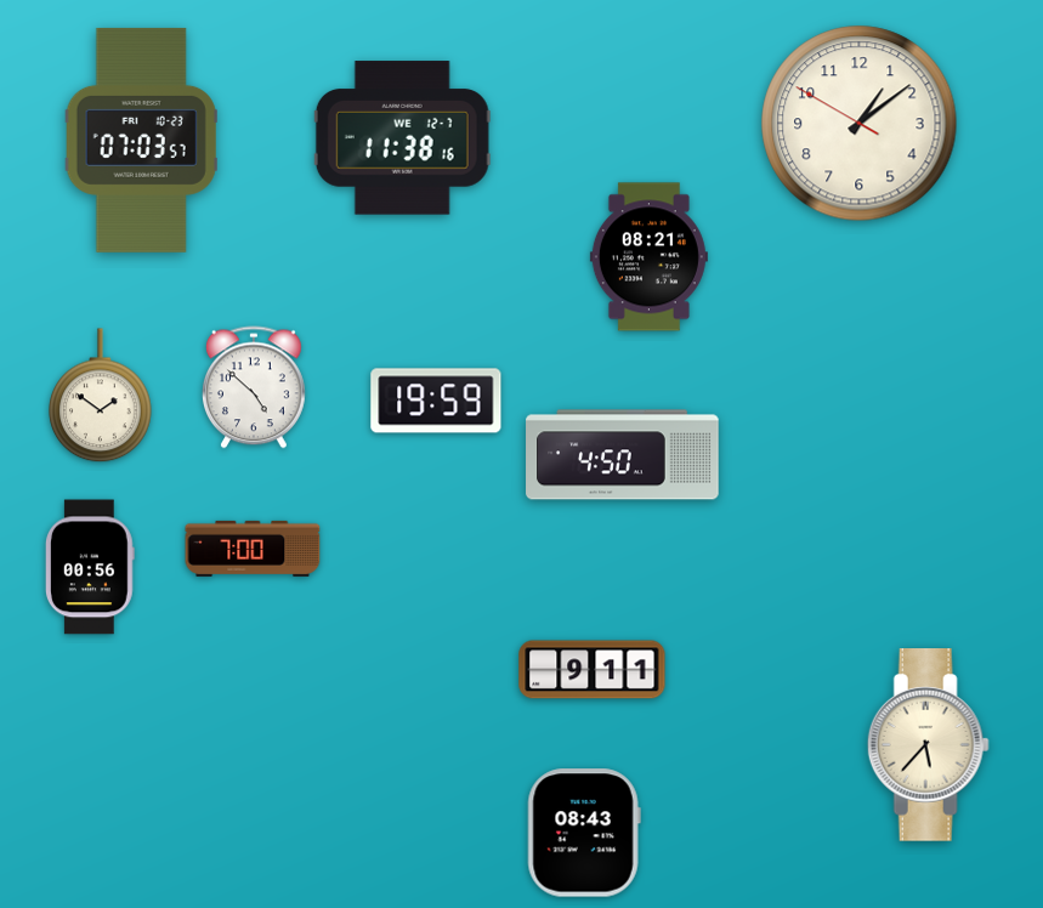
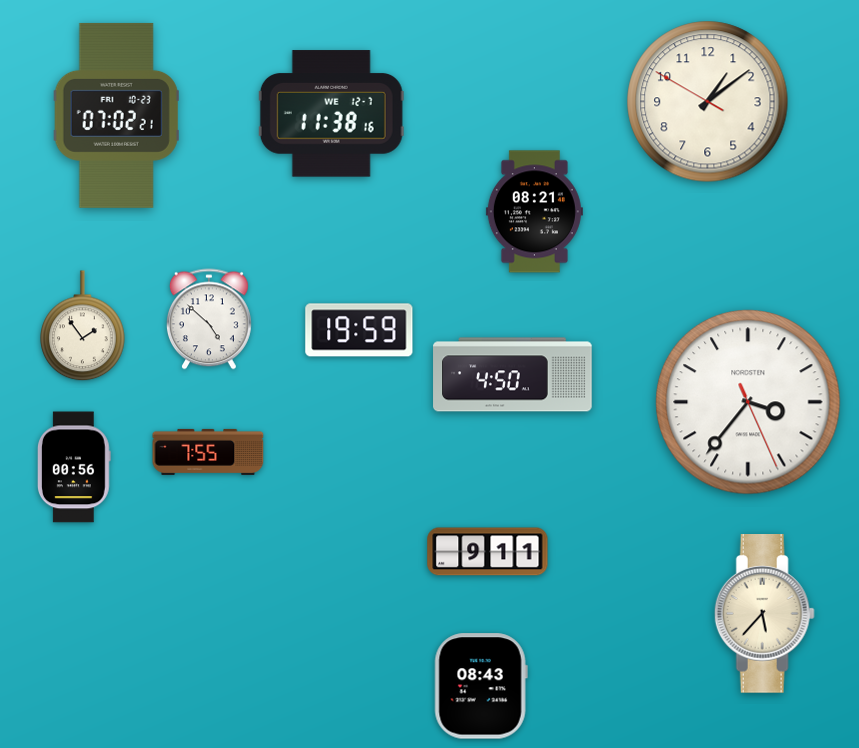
clock at (141, 140): 07:03 -> 07:02
clock at (101, 396): 1:51 -> 1:54
clock at (748, 402): none -> 3:36
clock at (253, 549): 7:00 -> 7:55
